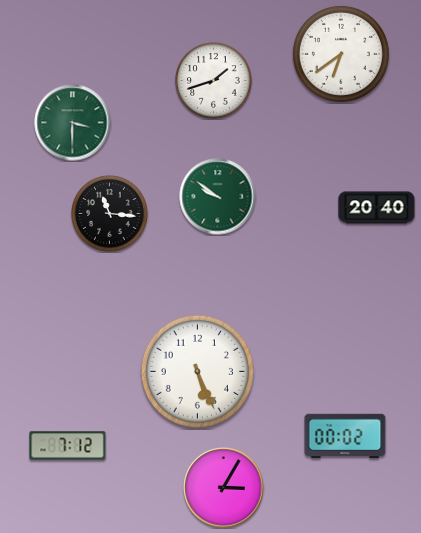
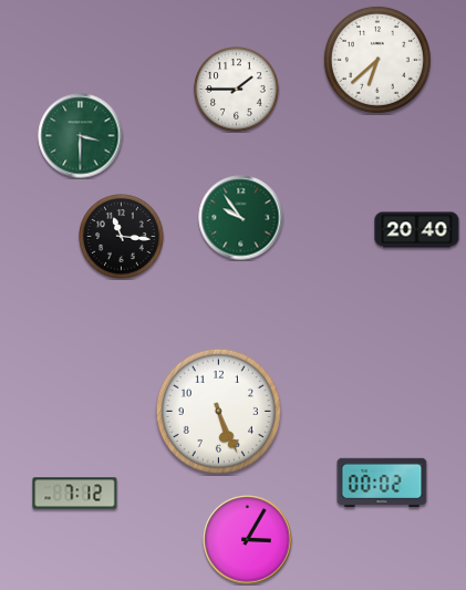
clock at (341, 54): 6:39 -> 6:38
clock at (214, 81): 1:42 -> 1:45
clock at (218, 197): 9:51 -> 9:54
